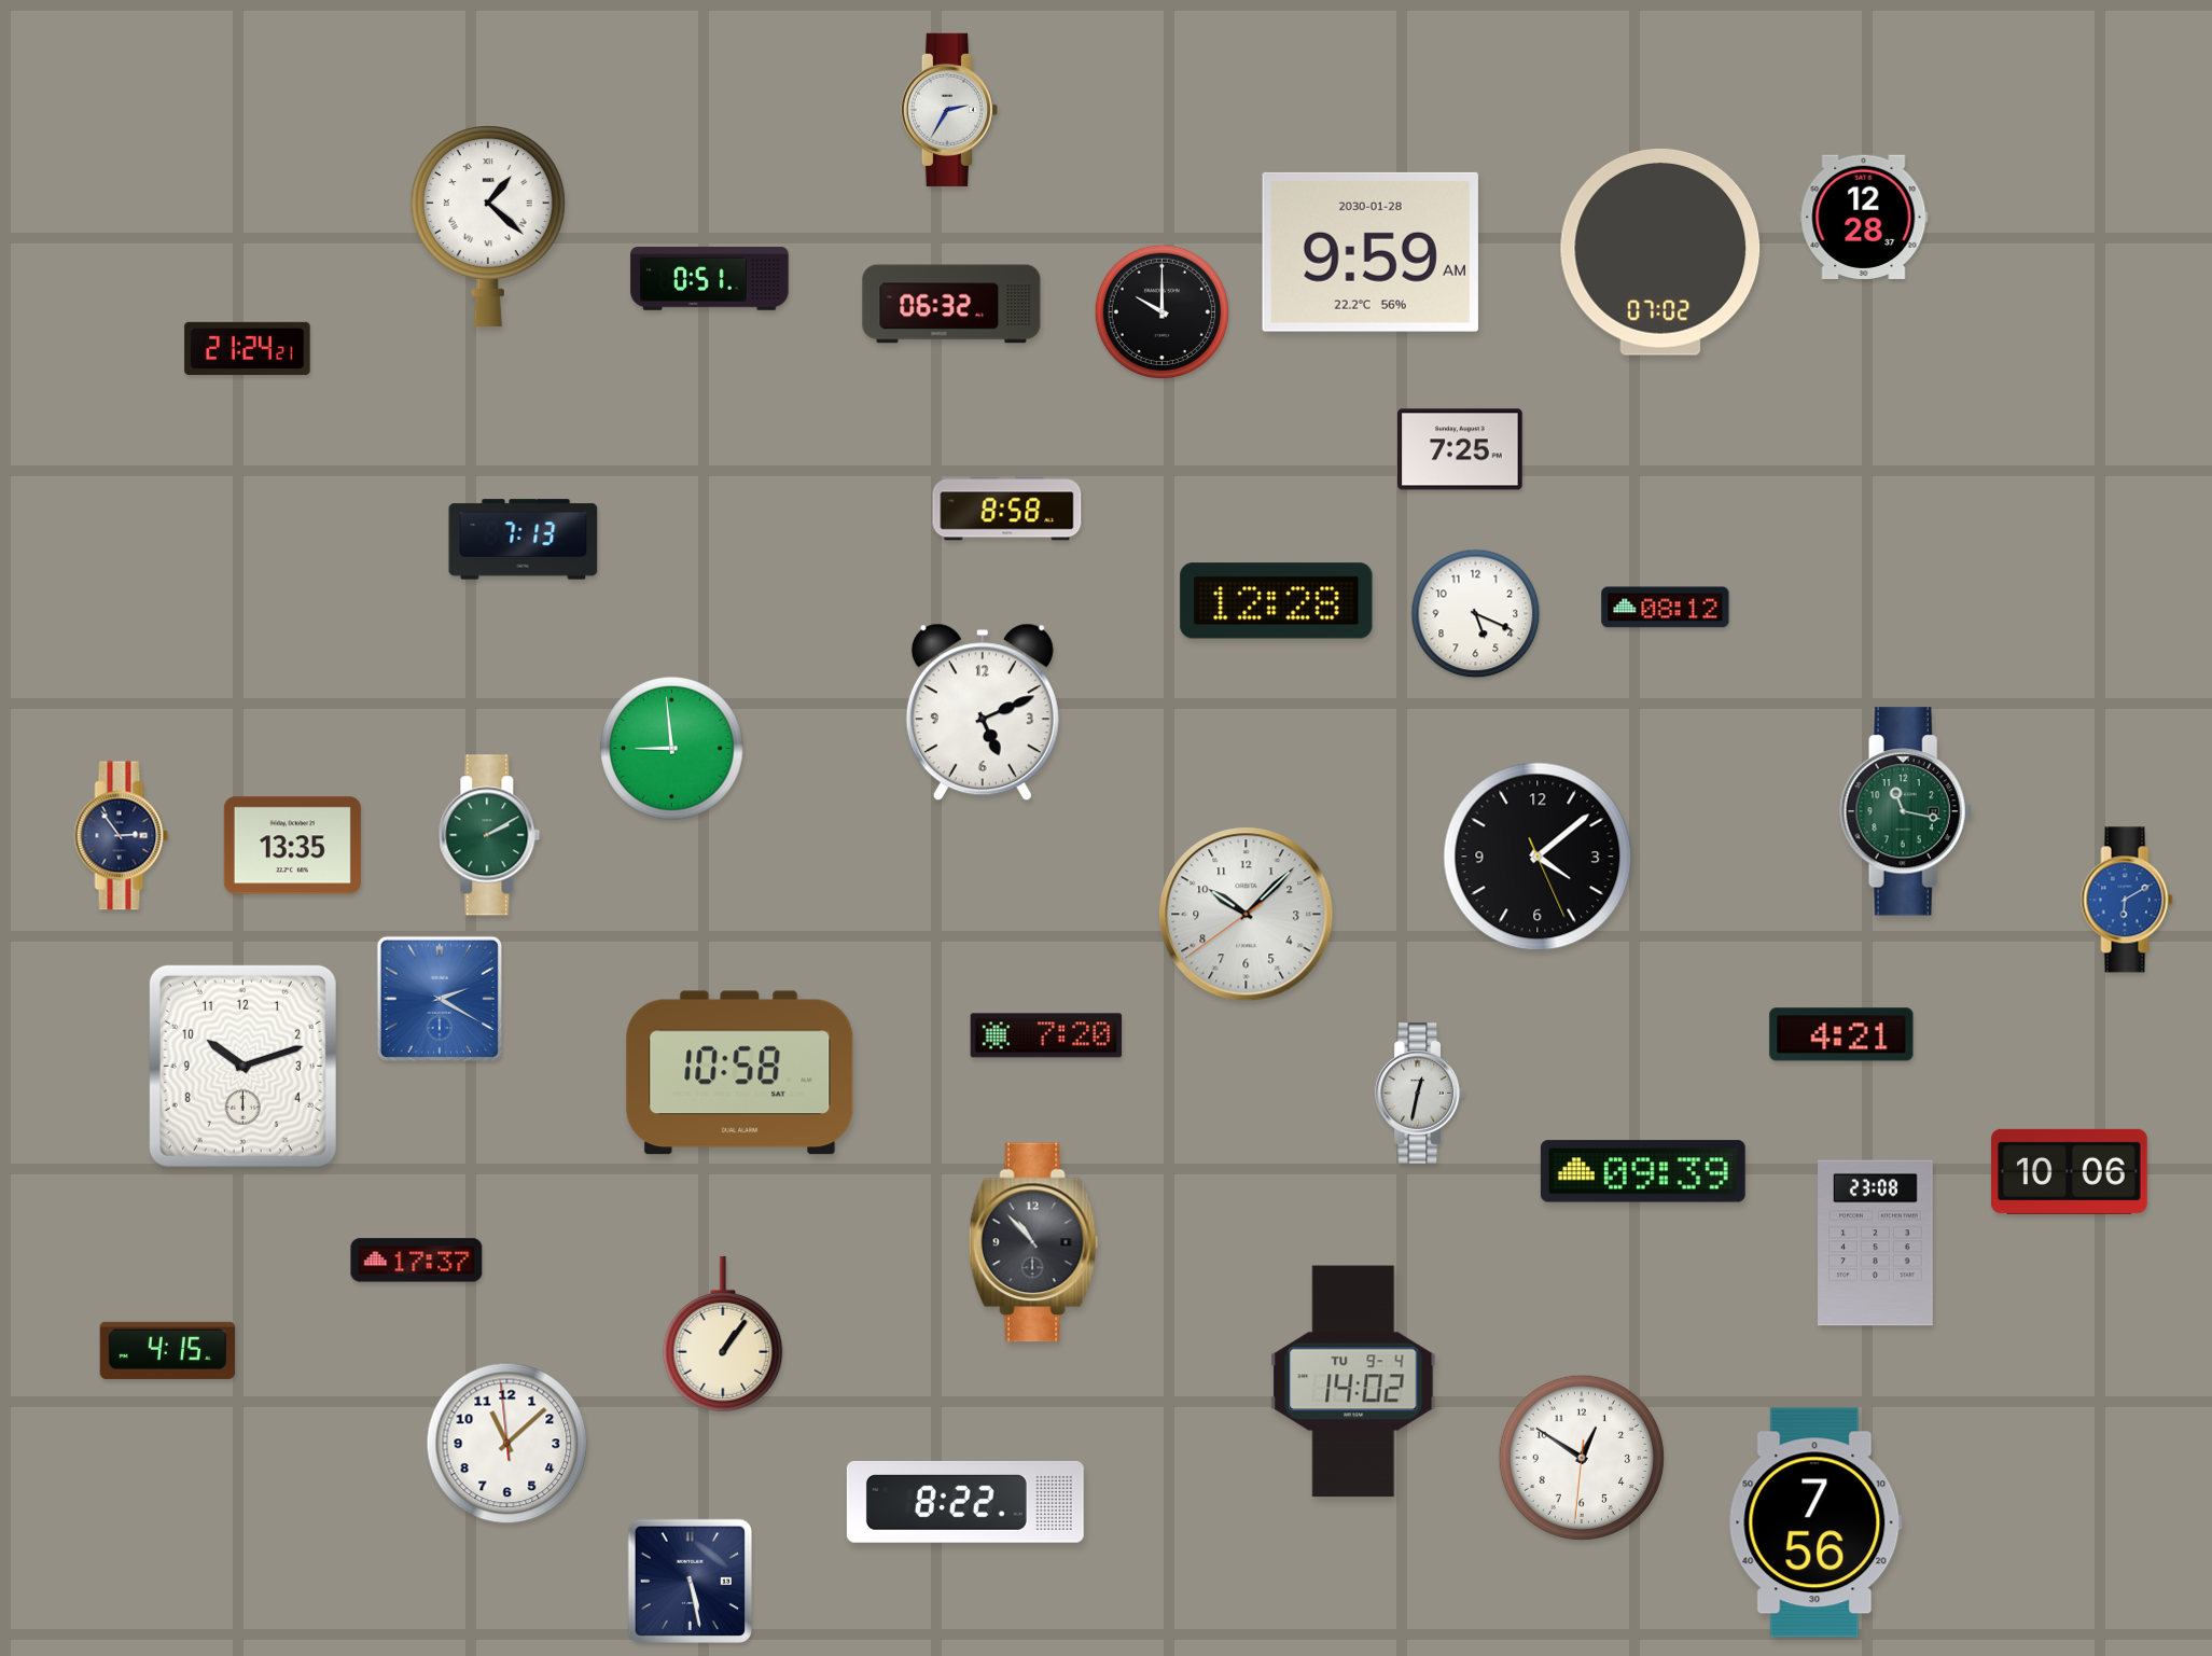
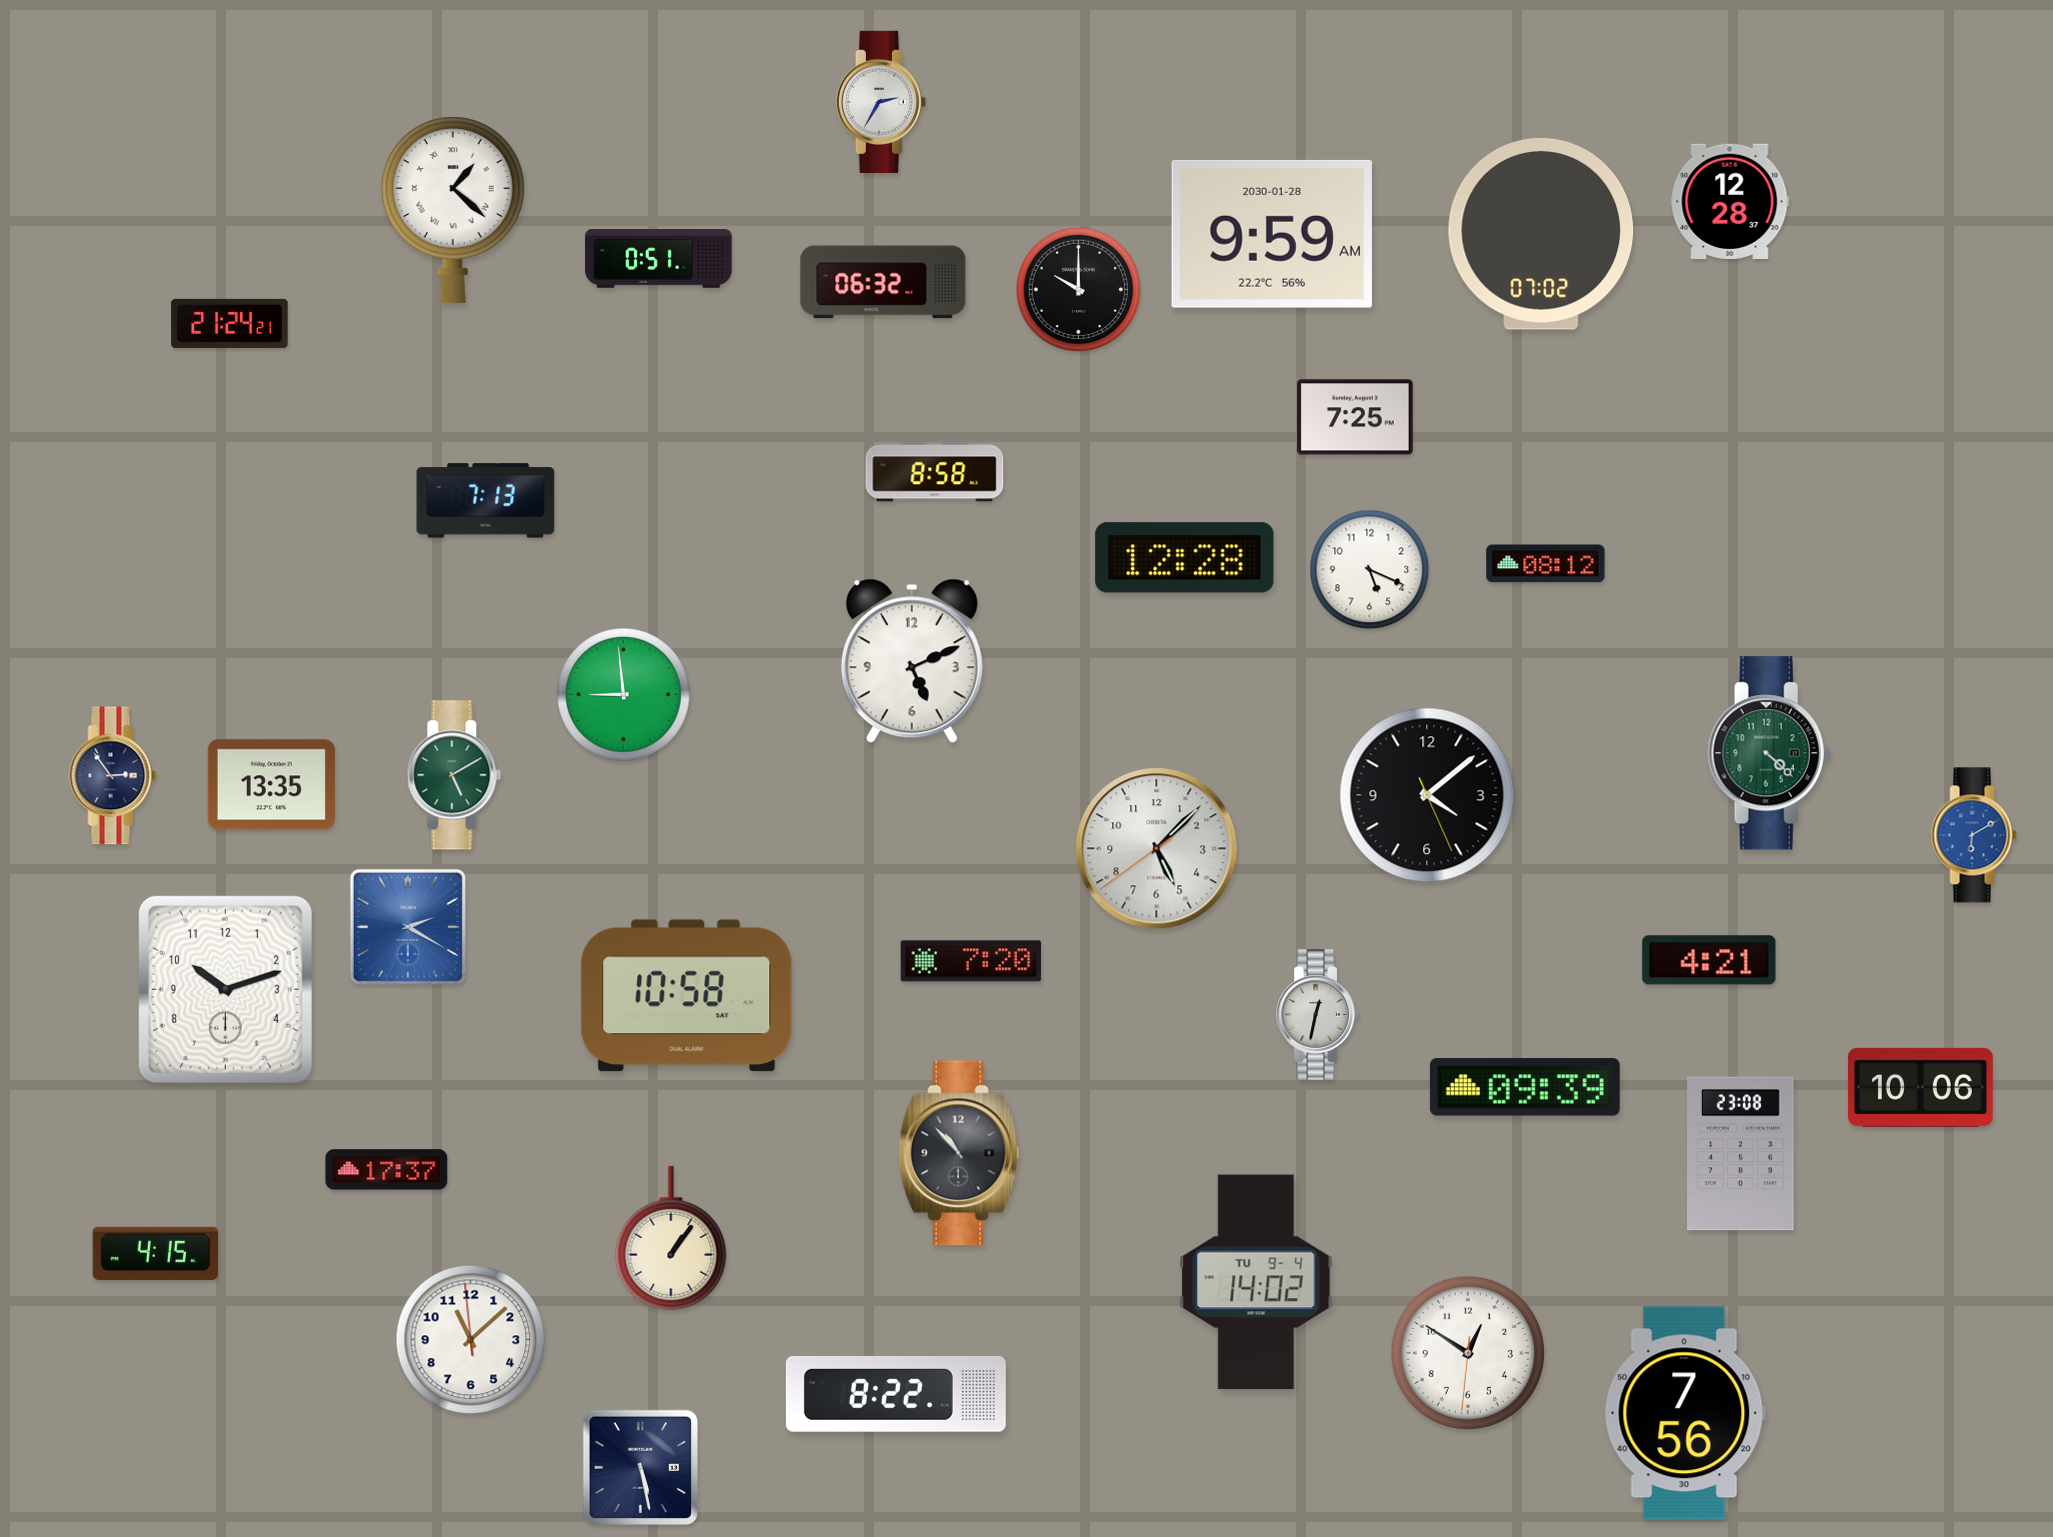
clock at (1906, 811): 11:17 -> 4:22
clock at (489, 835): 2:10 -> 5:10
clock at (1247, 915): 10:07 -> 5:07
